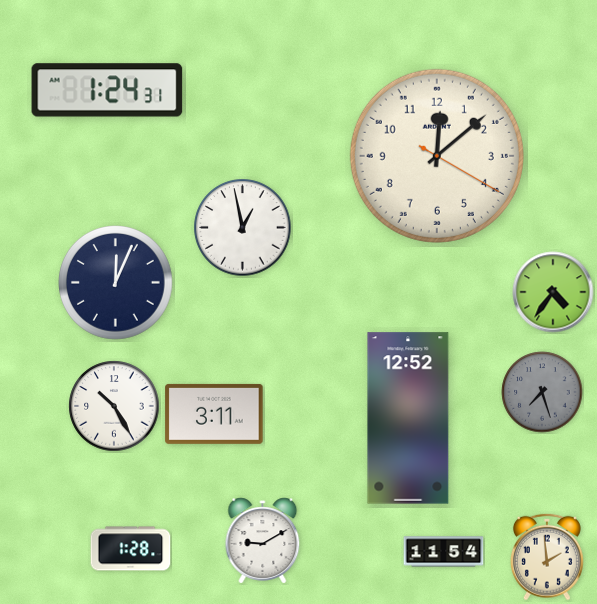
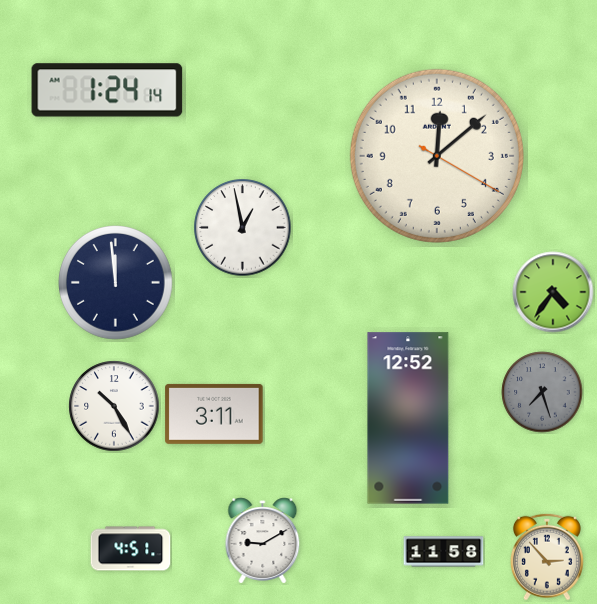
clock at (107, 90): 1:24:31 -> 1:24:14
clock at (116, 283): 12:04 -> 11:59
clock at (131, 549): 1:28 -> 4:51
clock at (444, 552): 11:54 -> 11:58
clock at (547, 557): 1:59 -> 2:53
